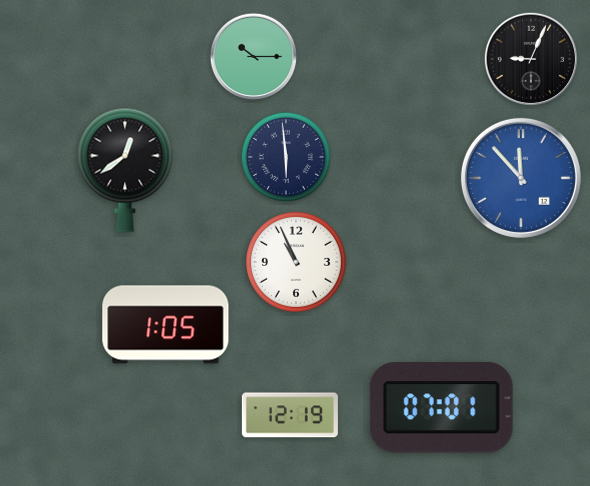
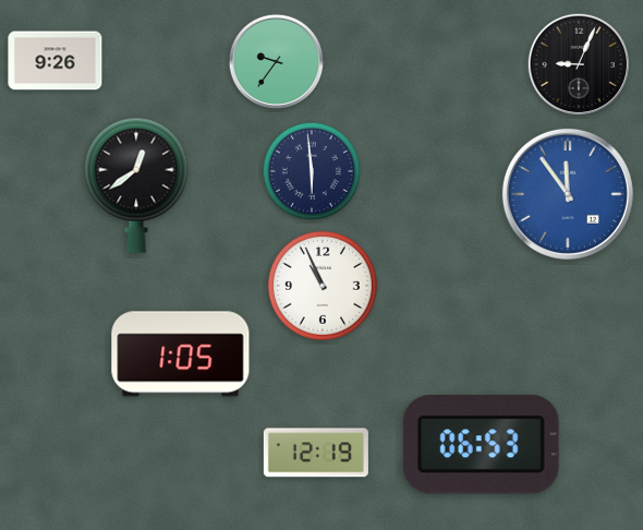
clock at (56, 61): none -> 9:26
clock at (254, 57): 10:15 -> 9:36
clock at (521, 178): 11:53 -> 11:54
clock at (441, 408): 07:01 -> 06:53
